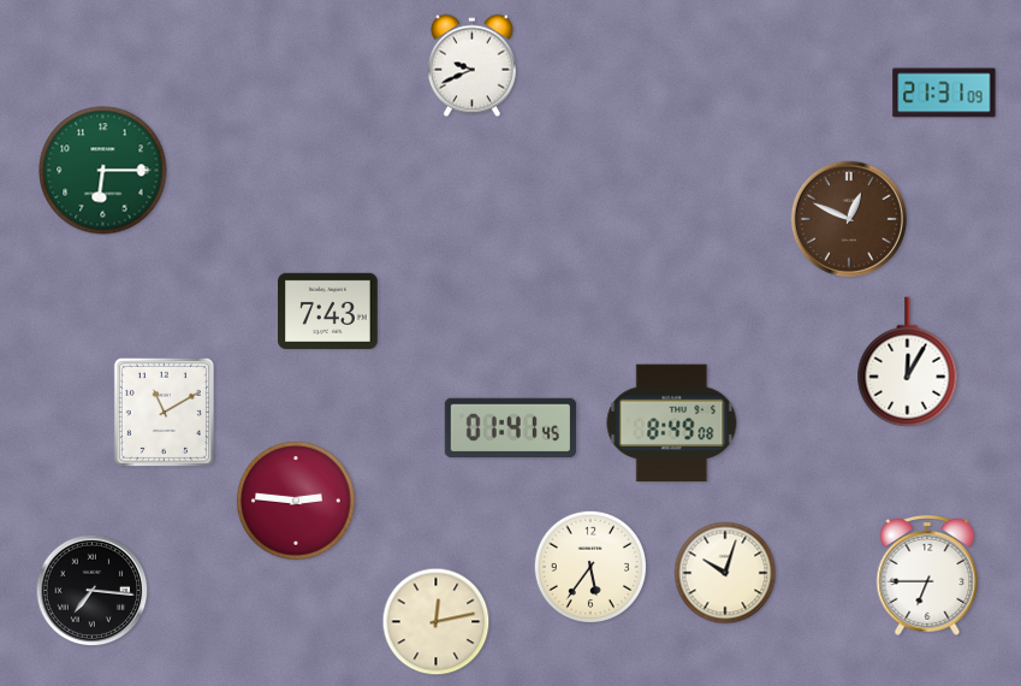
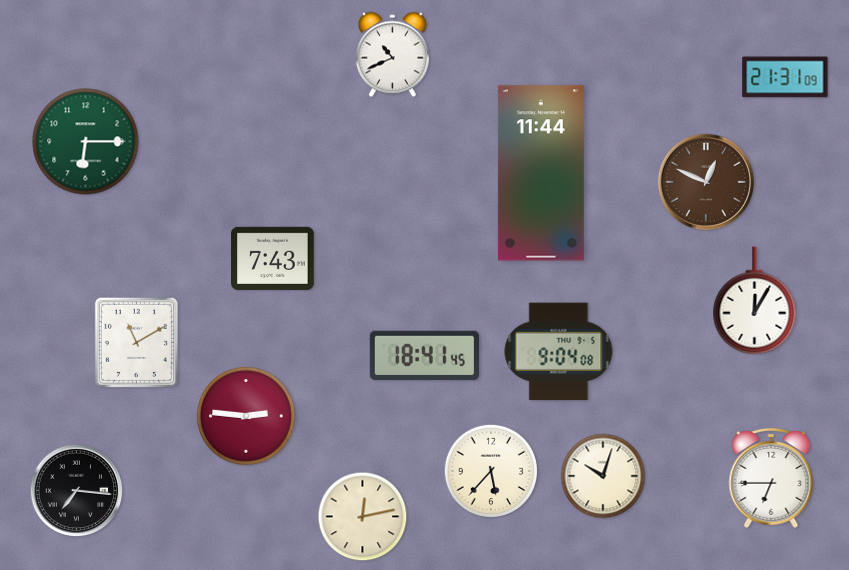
clock at (473, 66): 9:41 -> 10:41
clock at (541, 173): none -> 11:44
clock at (672, 424): 8:49 -> 9:04
clock at (510, 428): 01:41 -> 18:41
clock at (589, 566): 5:36 -> 5:37
